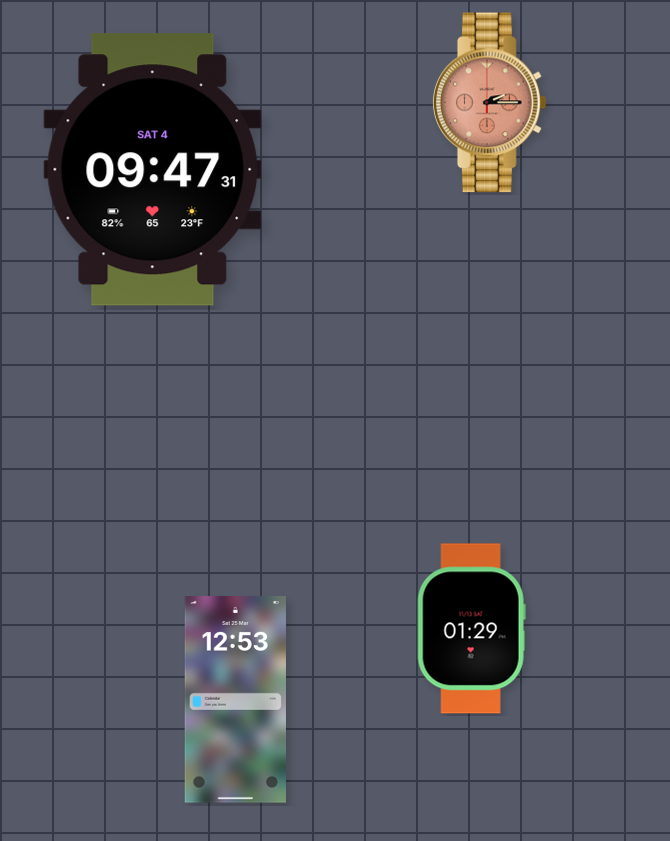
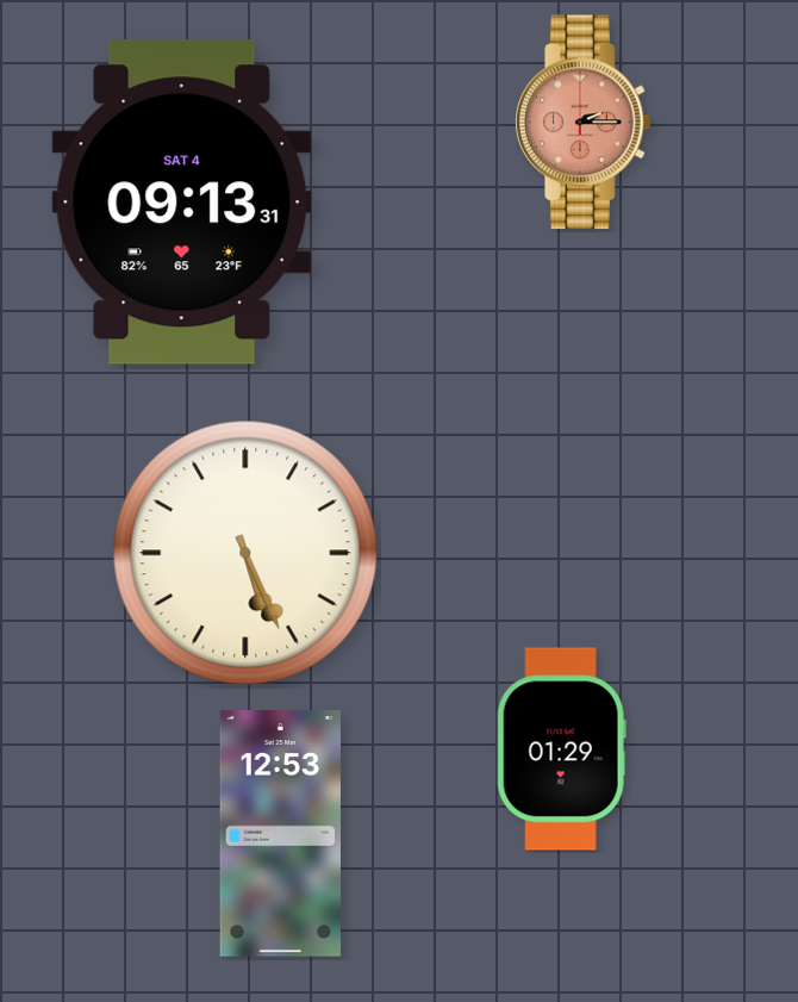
clock at (153, 170): 09:47 -> 09:13
clock at (245, 553): none -> 5:26
